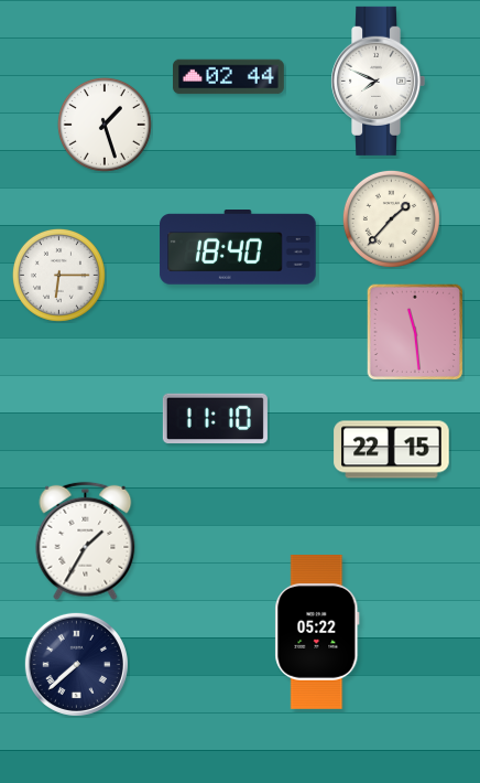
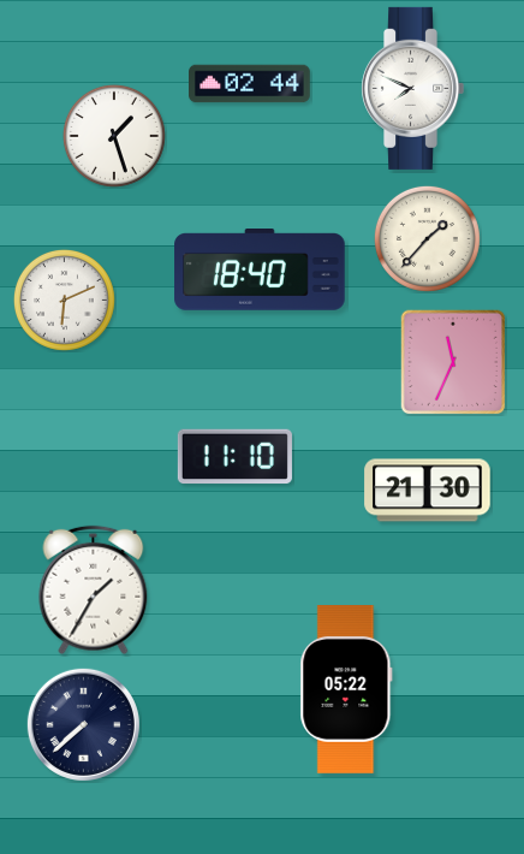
clock at (58, 275): 6:15 -> 6:11
clock at (415, 332): 11:29 -> 11:34
clock at (392, 450): 22:15 -> 21:30
